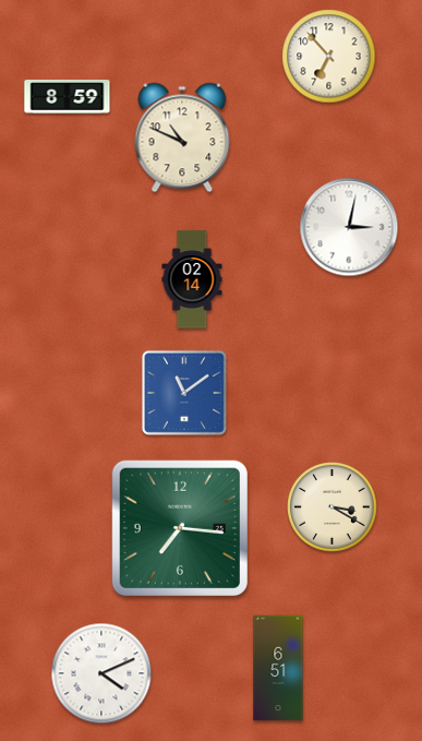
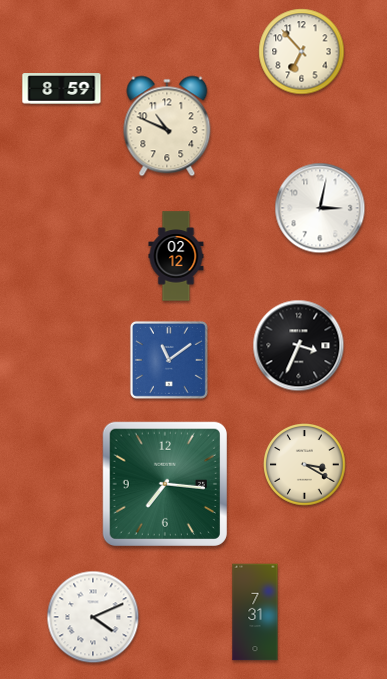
clock at (192, 279): 02:14 -> 02:12
clock at (299, 346): none -> 3:34
clock at (278, 668): 6:51 -> 7:31
